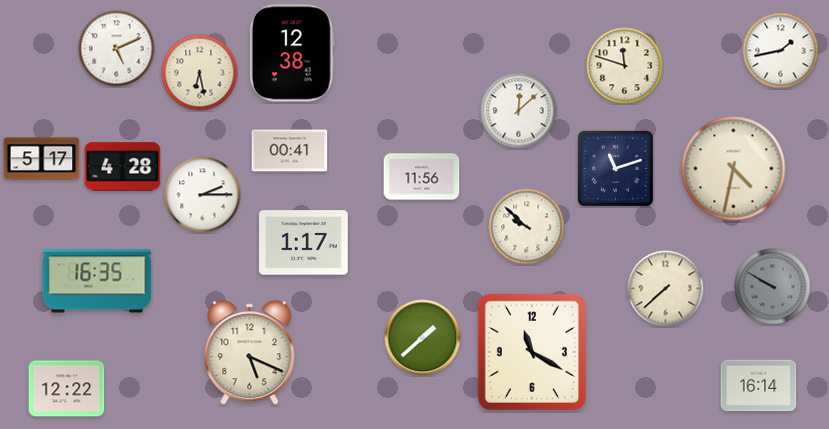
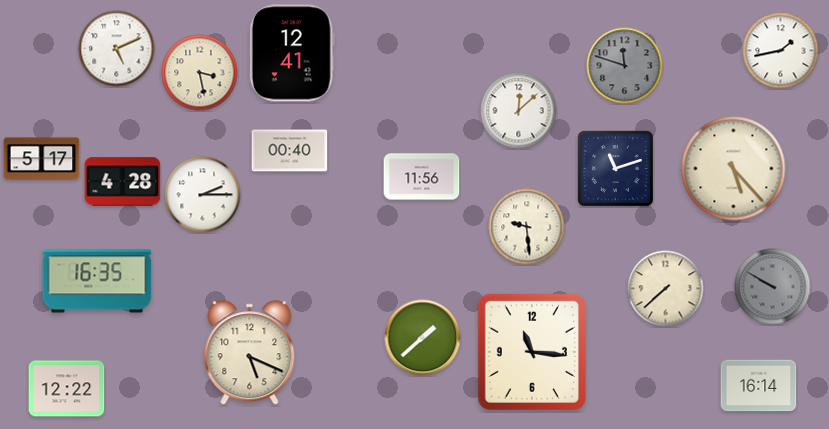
clock at (292, 53): 12:38 -> 12:41
clock at (625, 66) dial: cream -> grey
clock at (200, 73): 6:28 -> 3:28
clock at (290, 151): 00:41 -> 00:40
clock at (123, 167) position: (123, 167) -> (123, 182)
clock at (734, 169): 4:32 -> 5:23
clock at (527, 227): 9:52 -> 9:29
clock at (304, 243): 1:17 -> none
clock at (532, 352): 11:20 -> 11:16
